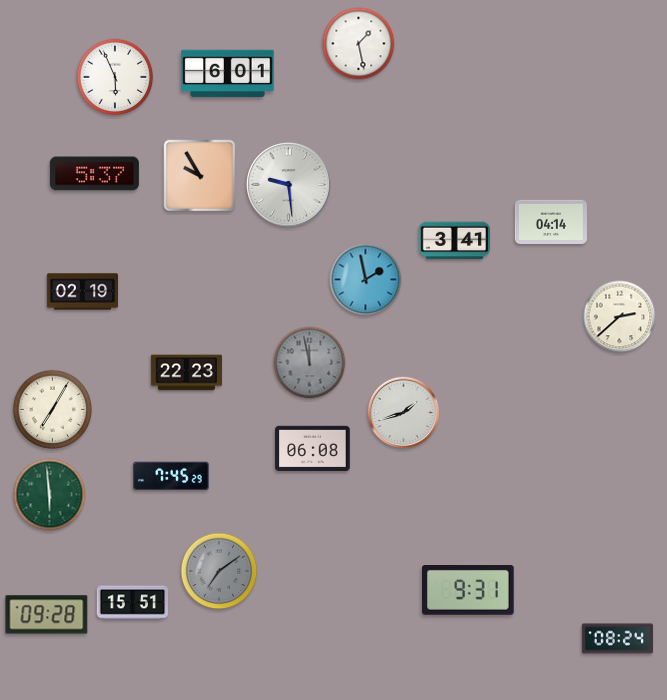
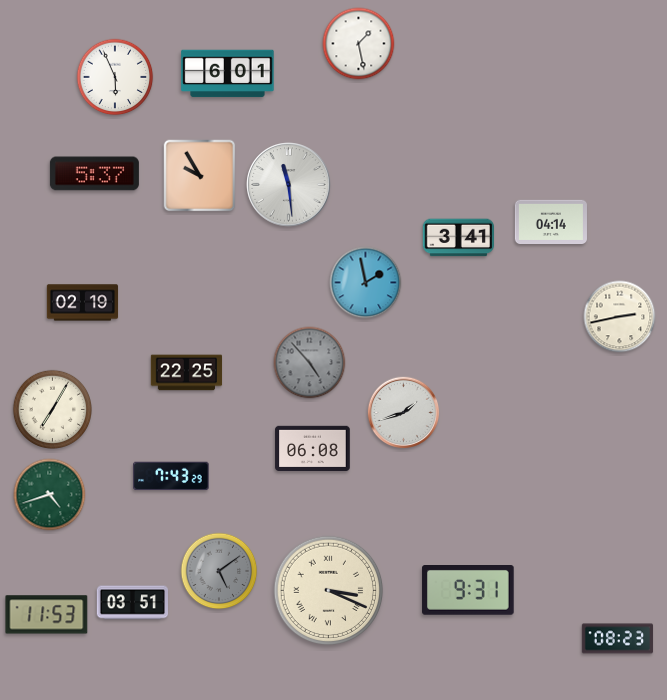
clock at (289, 185): 9:29 -> 11:29
clock at (454, 241) position: (454, 241) -> (458, 238)
clock at (366, 280) position: (366, 280) -> (366, 283)
clock at (83, 292) position: (83, 292) -> (83, 303)
clock at (620, 317): 2:38 -> 2:43
clock at (310, 363): 11:58 -> 4:53
clock at (187, 373): 22:23 -> 22:25
clock at (171, 476): 7:45 -> 7:43
clock at (50, 495): 5:59 -> 4:42
clock at (219, 571): 7:09 -> 5:09
clock at (329, 591): none -> 3:19
clock at (132, 603): 15:51 -> 03:51
clock at (47, 615): 09:28 -> 11:53
clock at (618, 639): 08:24 -> 08:23
